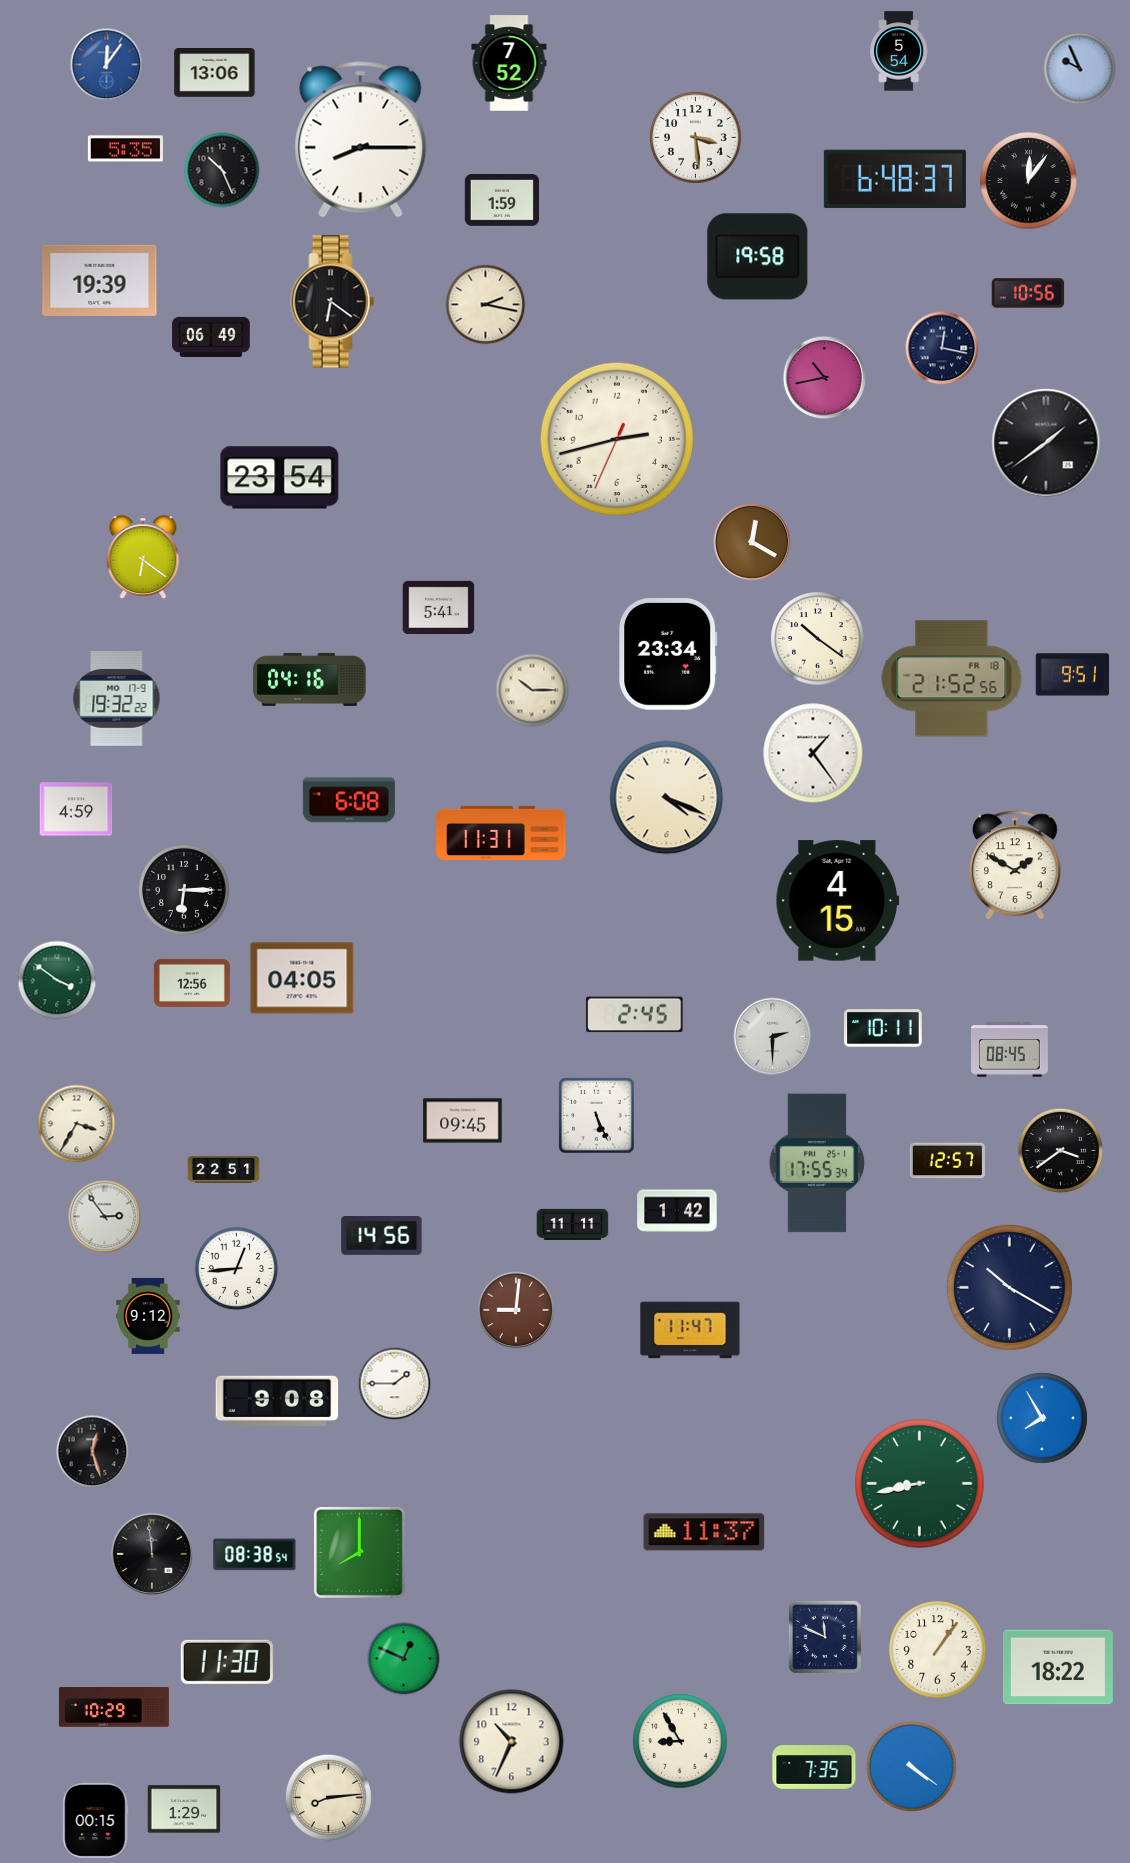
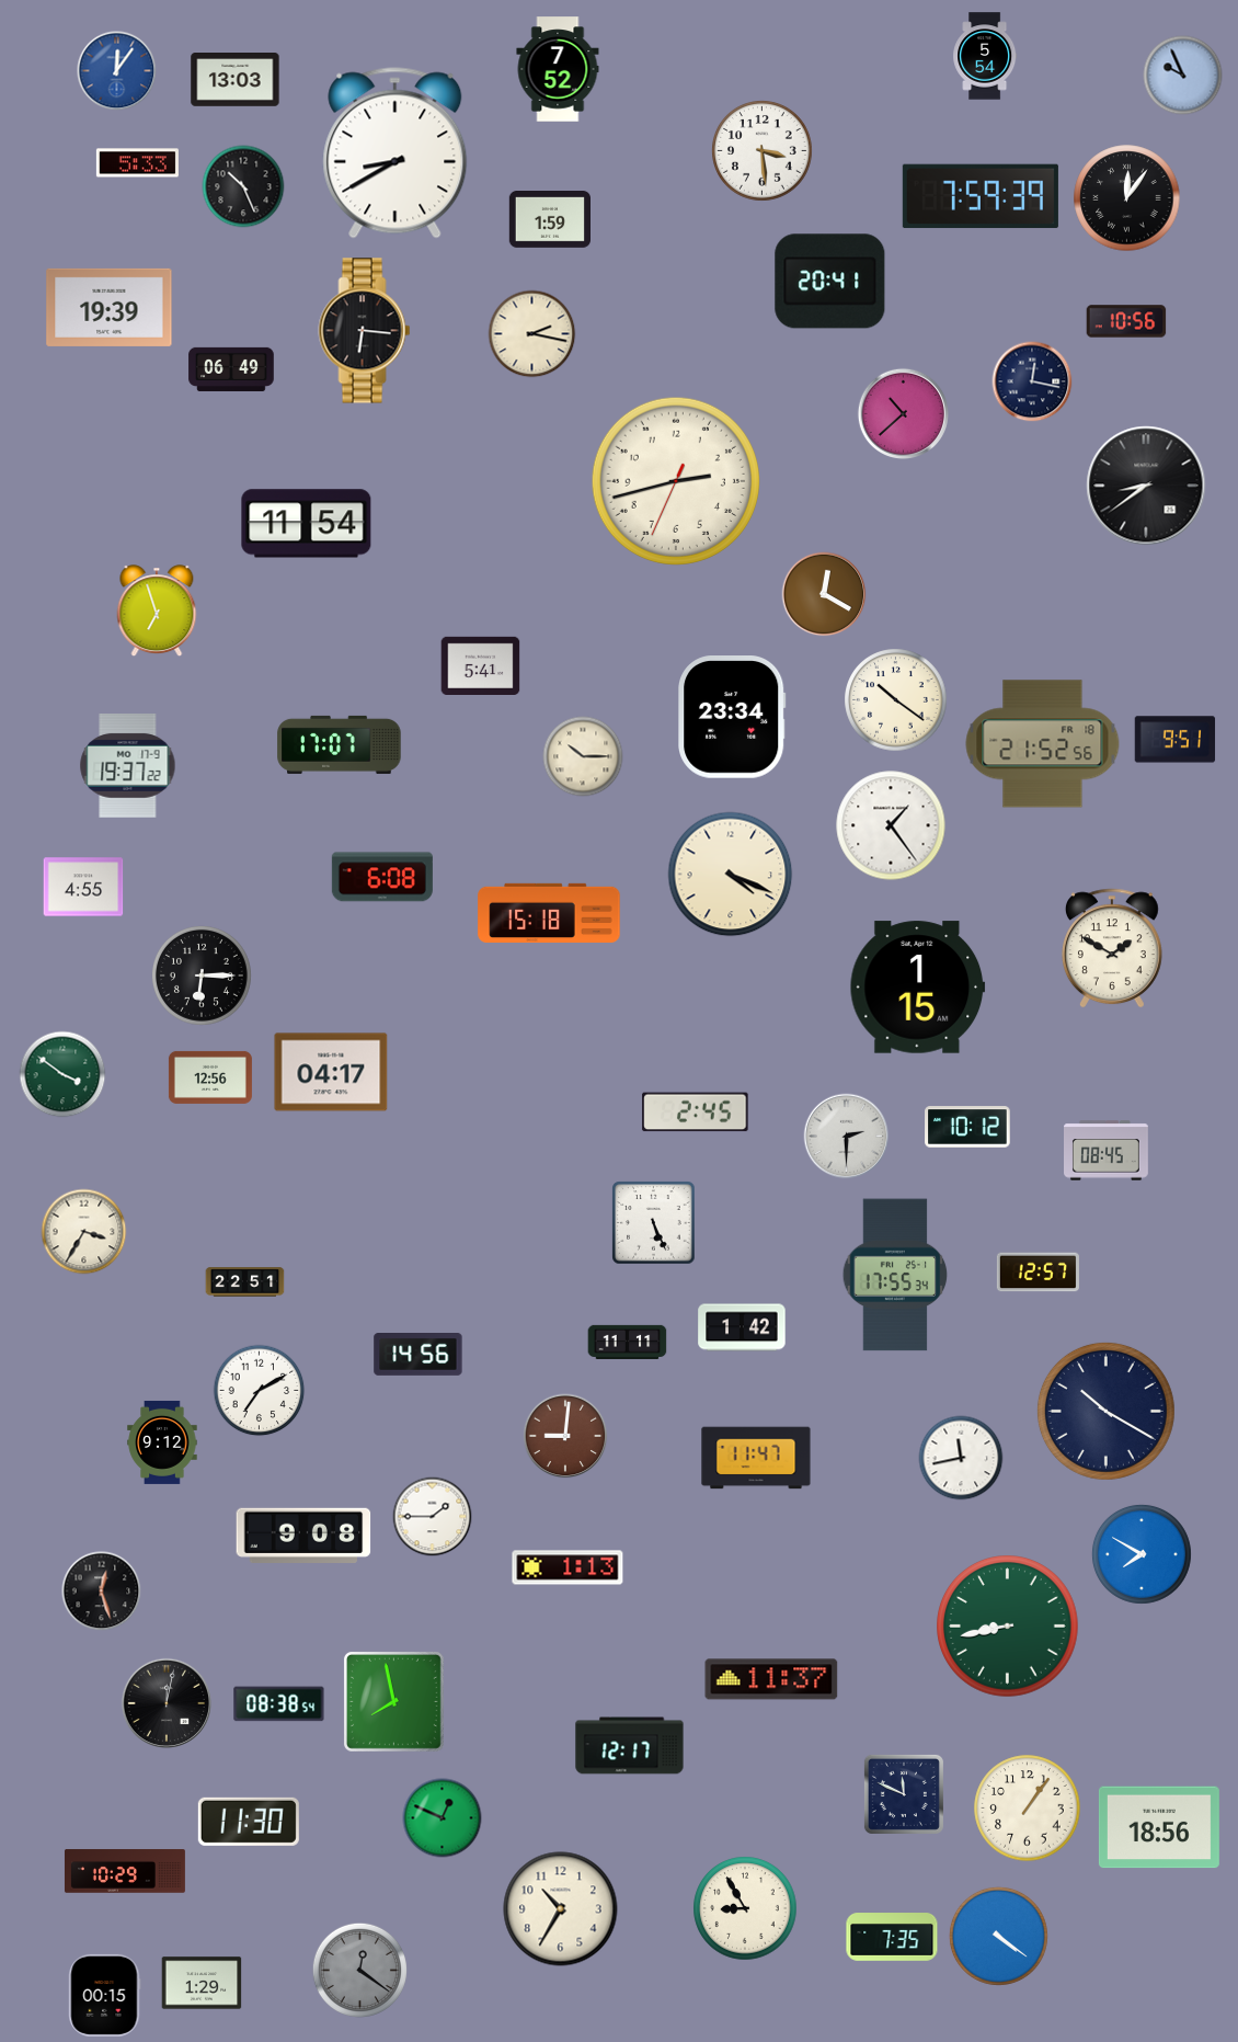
clock at (215, 73): 13:06 -> 13:03
clock at (361, 140): 8:15 -> 8:40
clock at (125, 149): 5:35 -> 5:33
clock at (895, 179): 6:48 -> 7:59
clock at (758, 257): 19:58 -> 20:41
clock at (333, 302): 6:21 -> 6:16
clock at (824, 377): 10:43 -> 10:38
clock at (1046, 443): 1:39 -> 8:39
clock at (280, 478): 23:54 -> 11:54
clock at (143, 558): 6:21 -> 6:57
clock at (310, 679): 04:16 -> 17:07
clock at (117, 699): 19:32 -> 19:37
clock at (76, 809): 4:59 -> 4:55
clock at (501, 833): 11:31 -> 15:18
clock at (838, 901): 4:15 -> 1:15
clock at (302, 978): 04:05 -> 04:17
clock at (883, 1028): 10:11 -> 10:12
clock at (463, 1121): 09:45 -> none
clock at (1061, 1151): 3:39 -> none
clock at (105, 1217): 2:54 -> none
clock at (237, 1269): 12:44 -> 7:10
clock at (961, 1458): none -> 11:43
clock at (1042, 1418): 7:55 -> 7:50
clock at (568, 1567): none -> 1:13
clock at (359, 1552): 8:00 -> 7:58
clock at (151, 1553): 11:59 -> 12:02
clock at (630, 1746): none -> 12:17
clock at (1058, 1667): 18:22 -> 18:56
clock at (512, 1742): 10:34 -> 10:35
clock at (328, 1797): 8:14 -> 12:21
clock at (328, 1797) dial: cream -> grey
